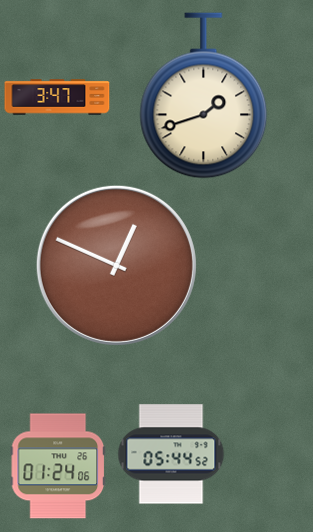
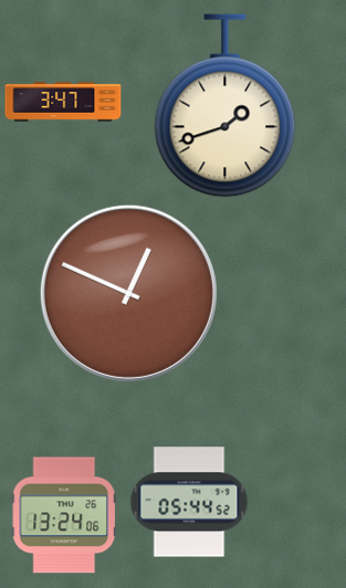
clock at (57, 97) position: (57, 97) -> (63, 102)
clock at (58, 466): 01:24 -> 13:24
